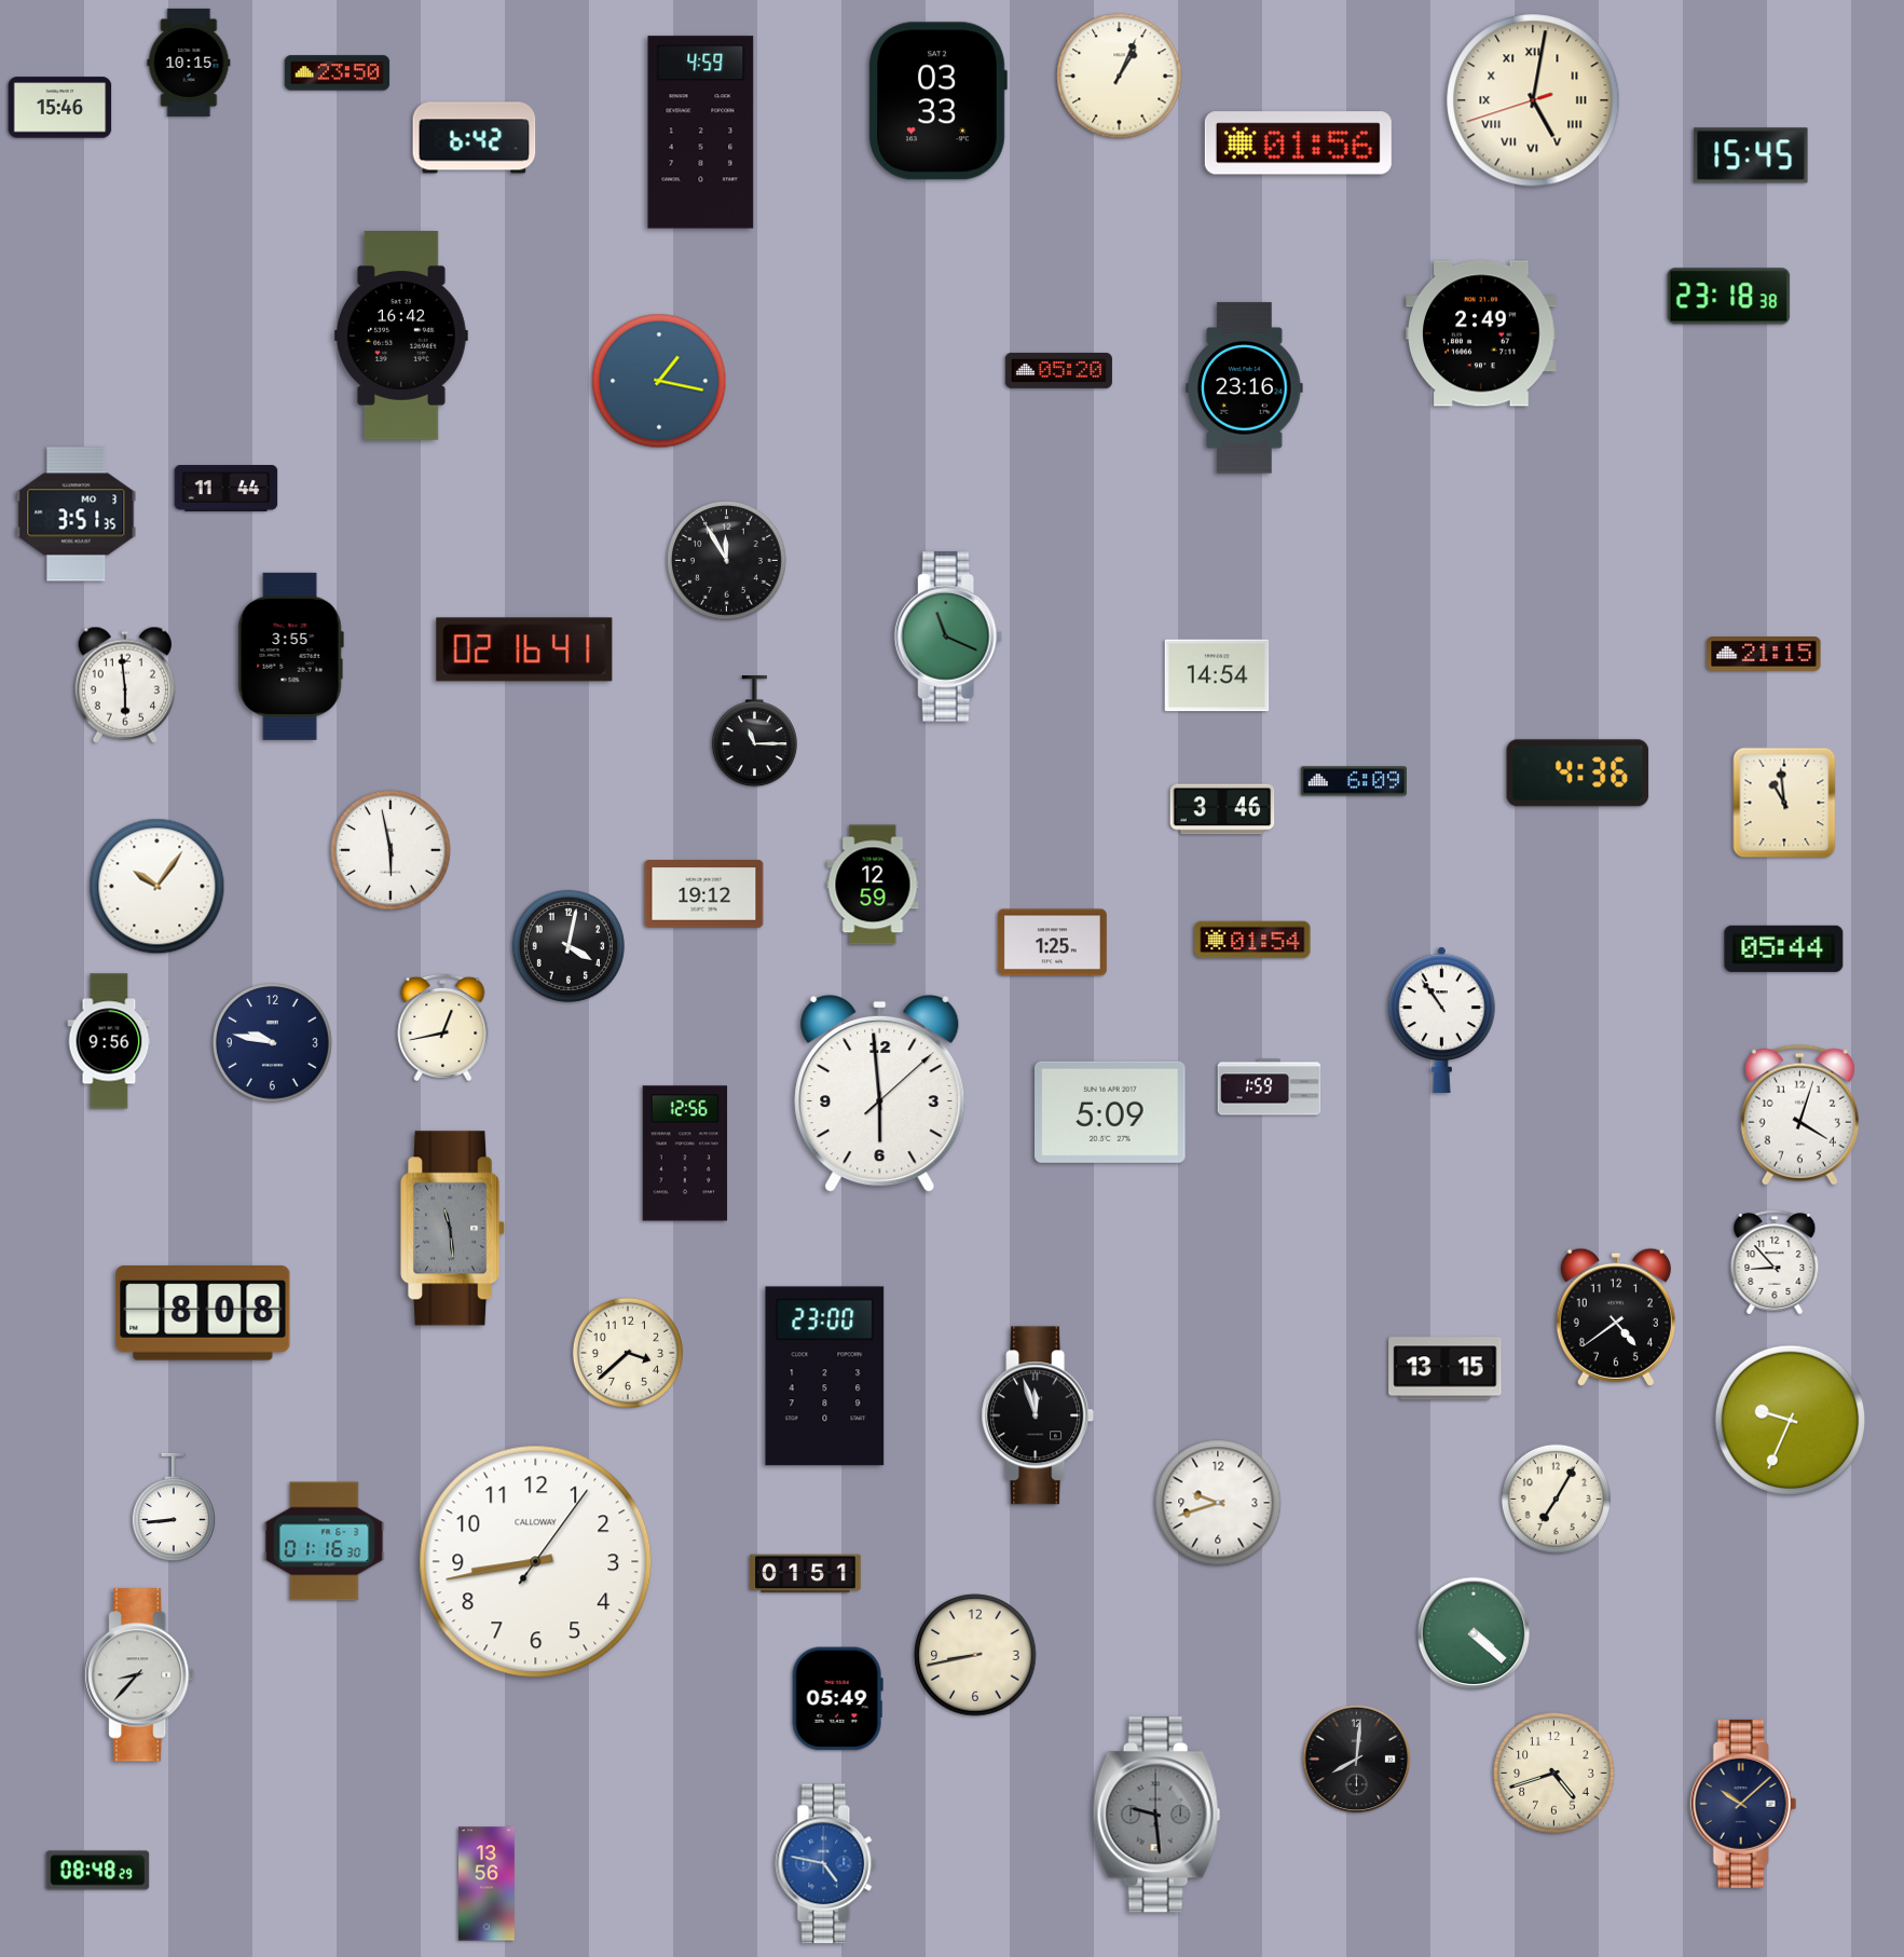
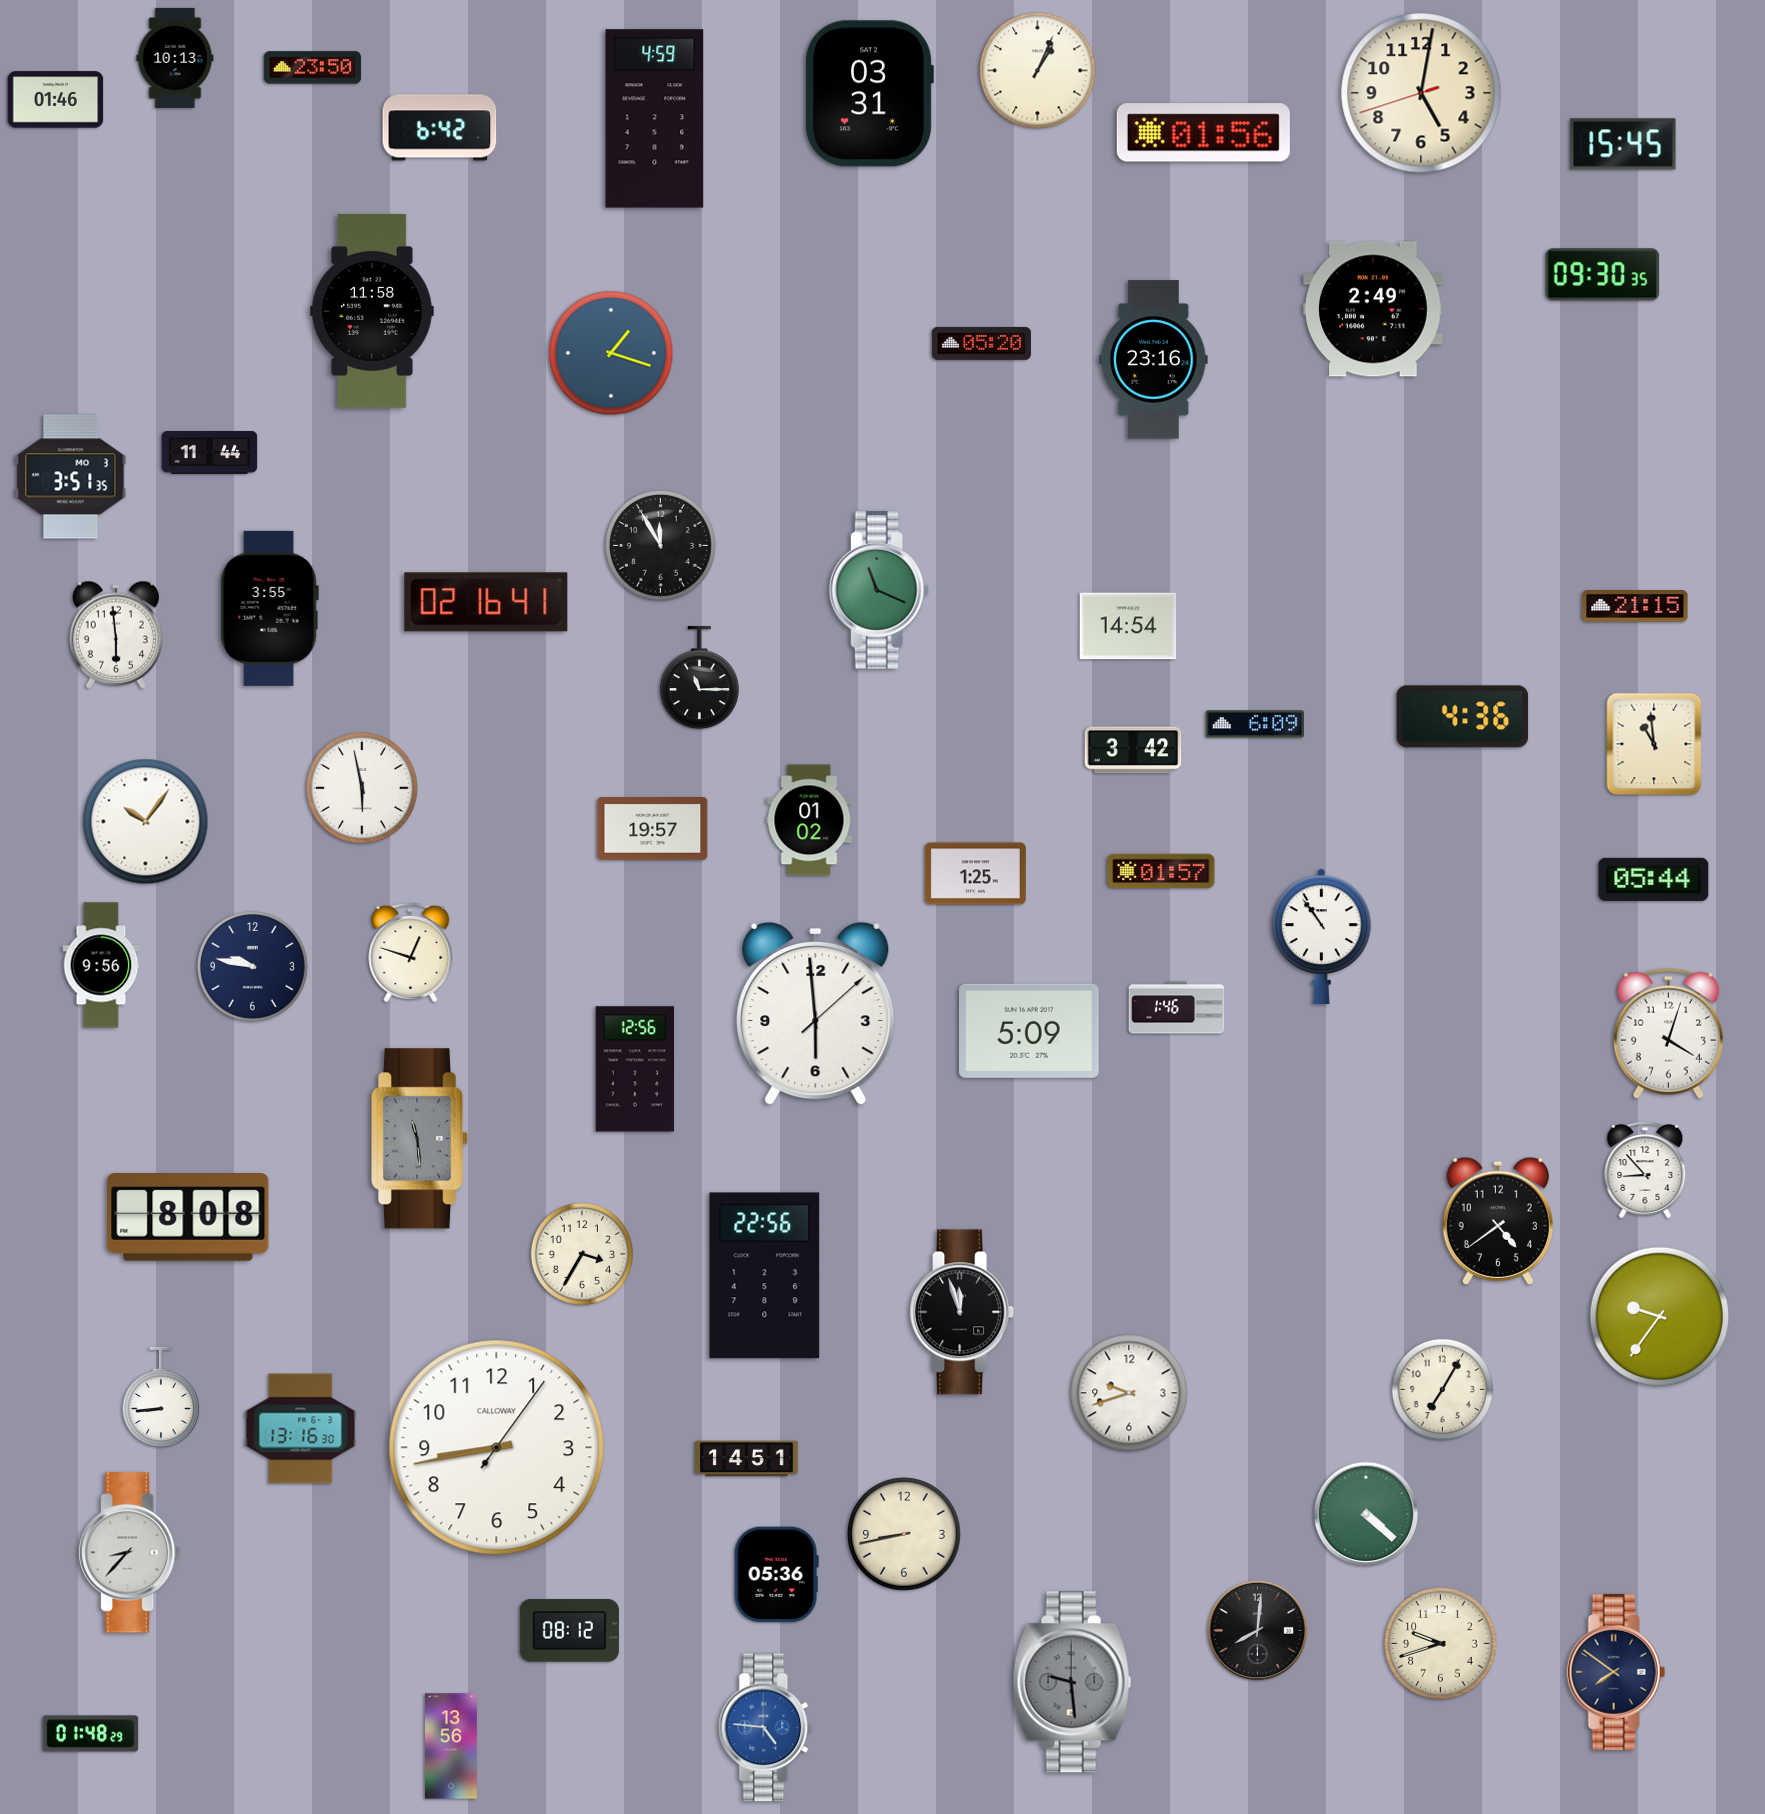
clock at (189, 63): 10:15 -> 10:13
clock at (1533, 100) numerals: Roman -> Arabic
clock at (937, 101): 03:33 -> 03:31
clock at (60, 108): 15:46 -> 01:46
clock at (701, 133) position: (701, 133) -> (655, 119)
clock at (1729, 297): 23:18 -> 09:30
clock at (402, 336): 16:42 -> 11:58
clock at (659, 381): 1:17 -> 1:18
clock at (727, 561) position: (727, 561) -> (661, 546)
clock at (1222, 809): 3:46 -> 3:42
clock at (873, 885): 12:59 -> 01:02
clock at (704, 894): 19:12 -> 19:57
clock at (1252, 940): 01:54 -> 01:57
clock at (569, 946): 4:02 -> none
clock at (1441, 1019) position: (1441, 1019) -> (1321, 936)
clock at (443, 1026): 12:43 -> 12:48
clock at (1270, 1087): 1:59 -> 1:46
clock at (628, 1353): 3:38 -> 3:35
clock at (1446, 1369): 13:15 -> none
clock at (825, 1377): 23:00 -> 22:56
clock at (1791, 1421): 9:34 -> 9:36
clock at (325, 1542): 01:16 -> 13:16
clock at (806, 1574): 01:51 -> 14:51
clock at (837, 1699): 05:49 -> 05:36
clock at (569, 1631): none -> 08:12
clock at (1554, 1774): 4:42 -> 9:42
clock at (1743, 1804): 10:08 -> 7:51
clock at (826, 1864): 4:47 -> 4:46
clock at (98, 1871): 08:48 -> 01:48
